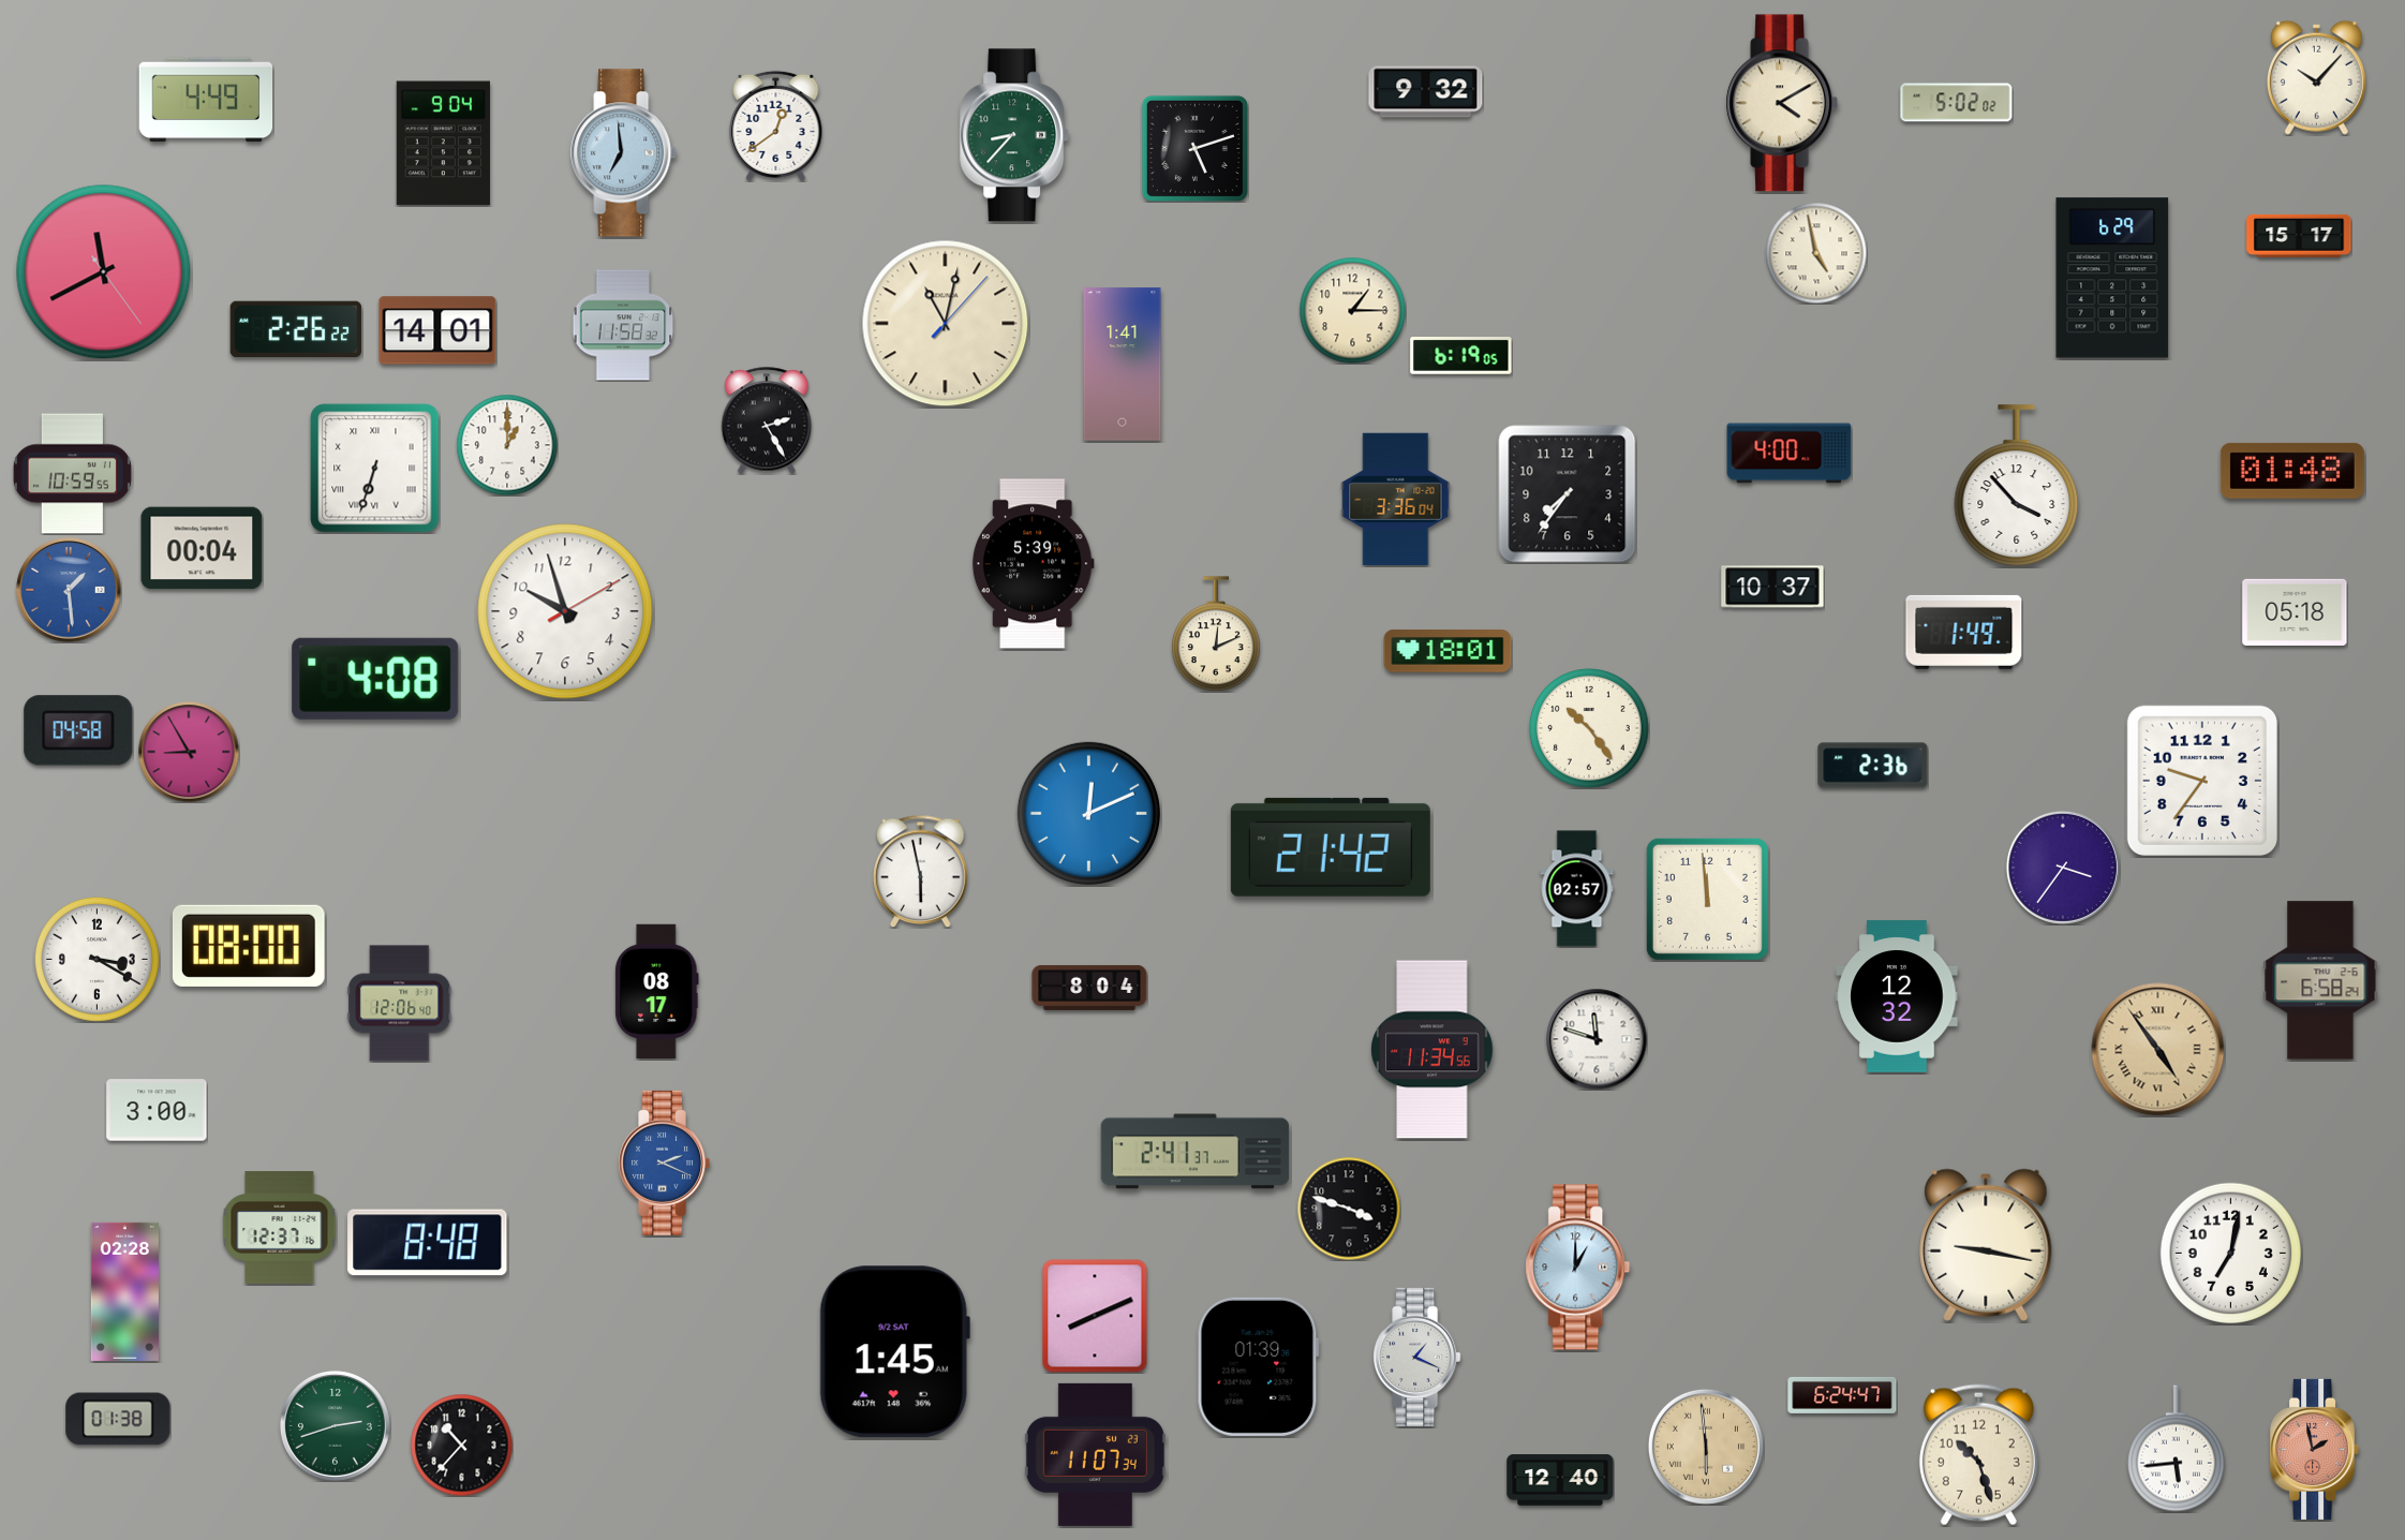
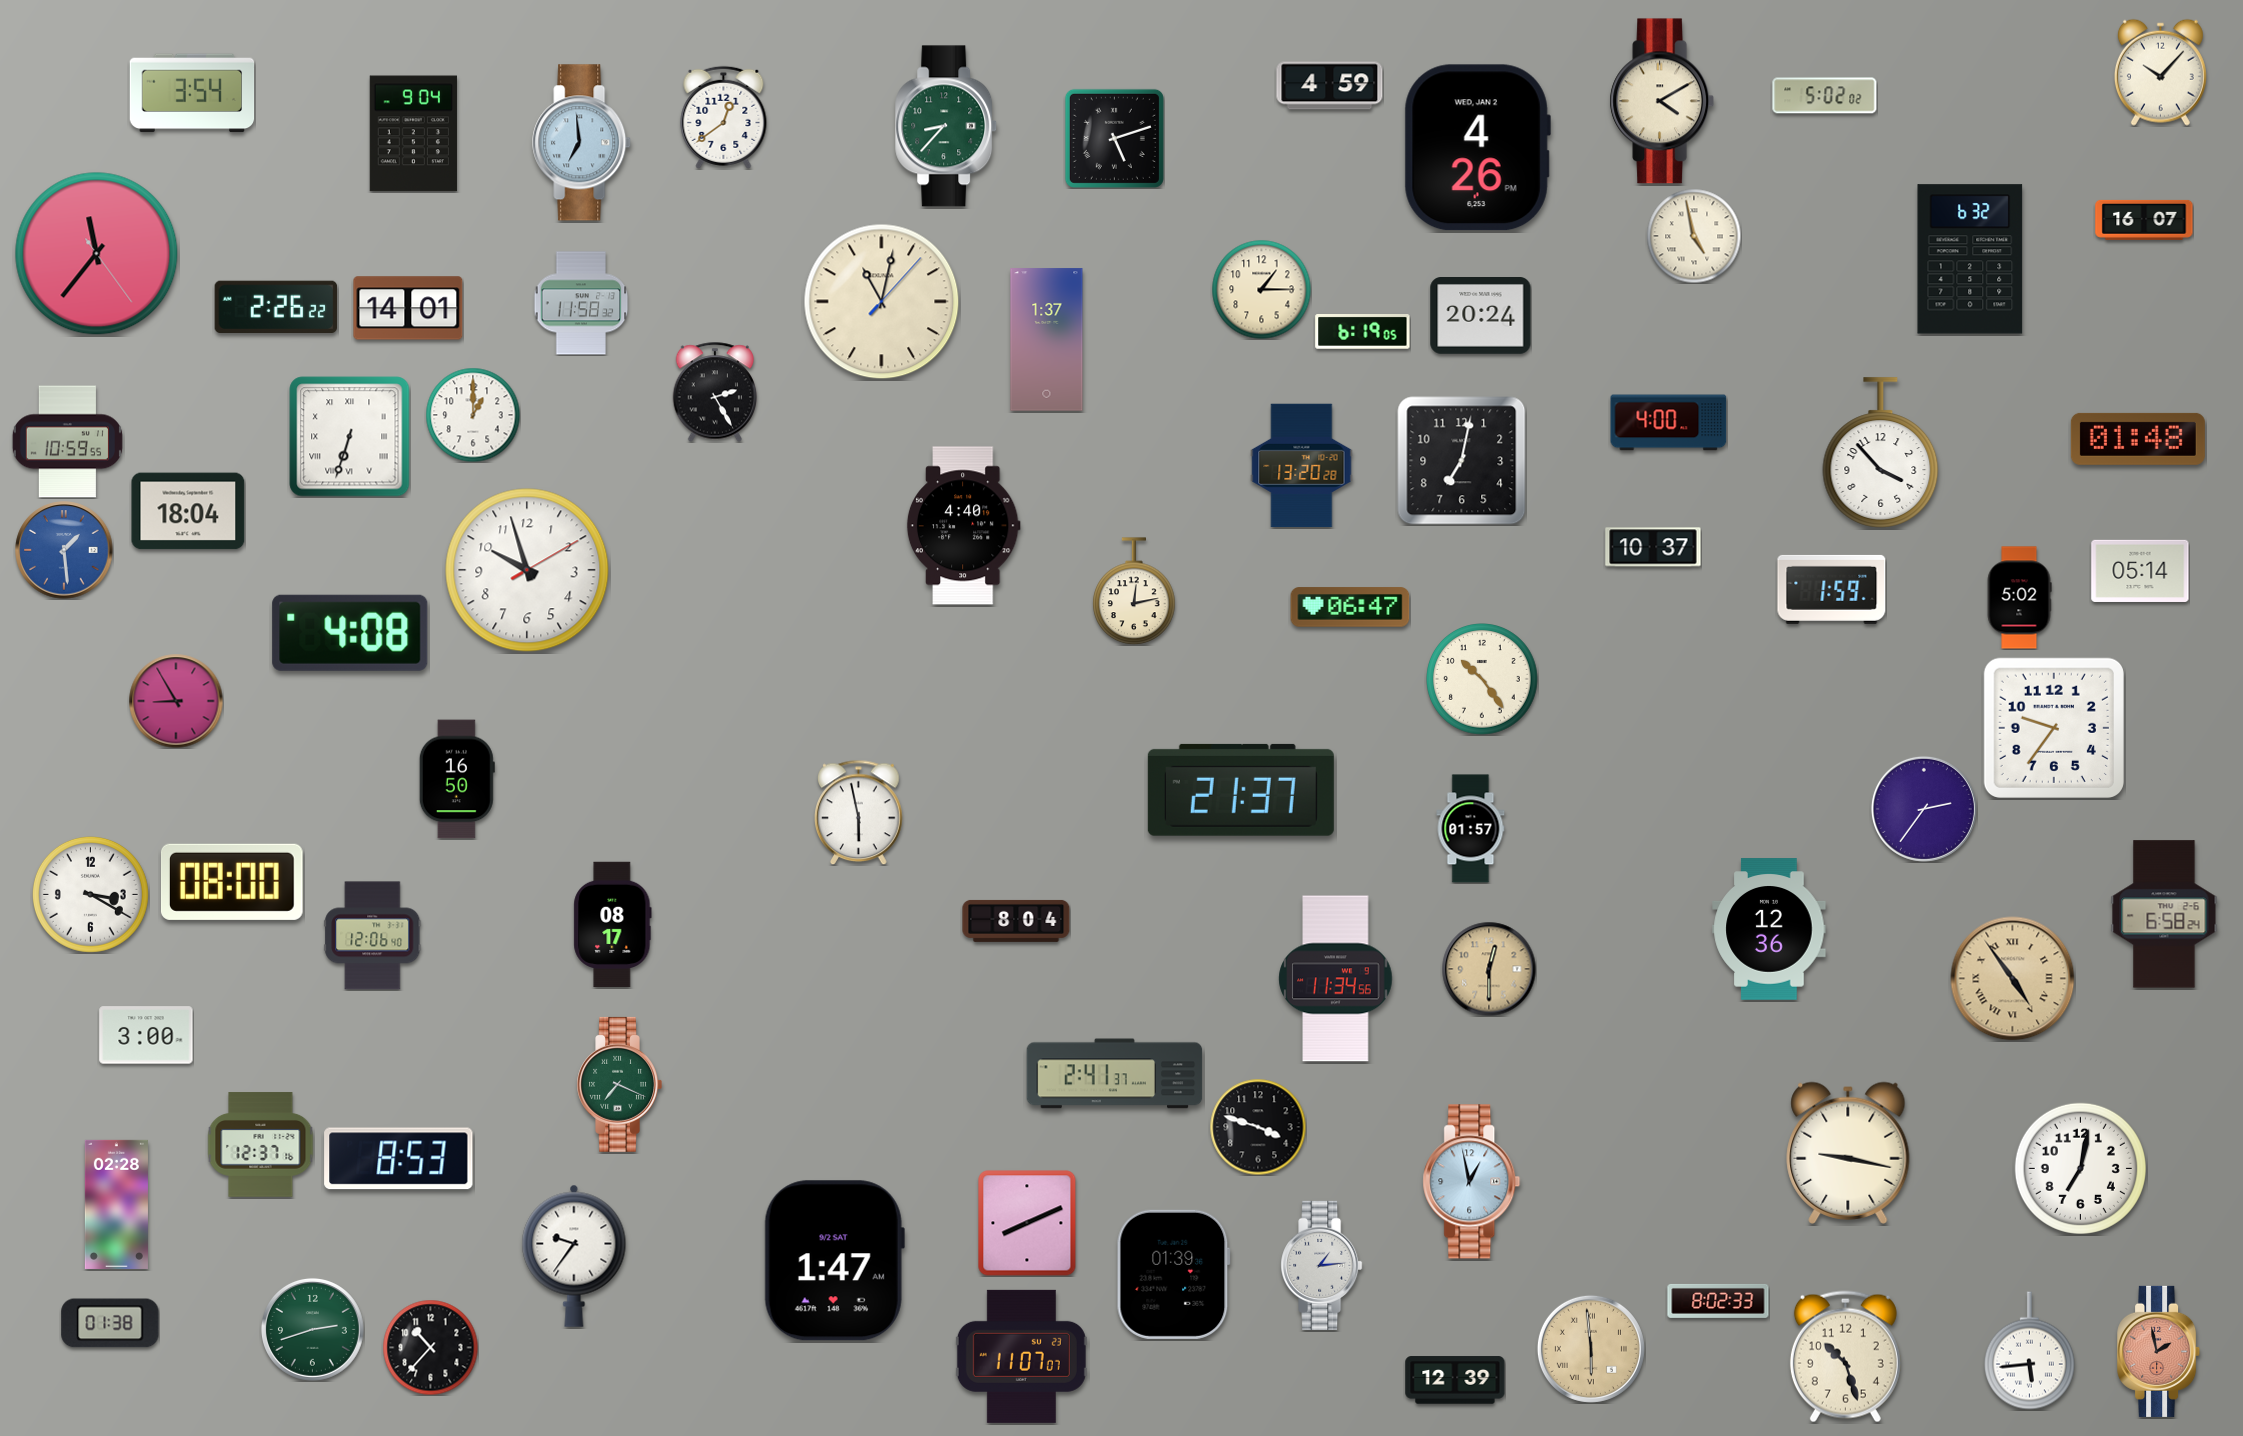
clock at (1426, 92): 9:32 -> 4:59
clock at (206, 100): 4:49 -> 3:54
clock at (1781, 103) position: (1781, 103) -> (1661, 101)
clock at (1477, 148): none -> 4:26
clock at (2299, 236): 15:17 -> 16:07
clock at (104, 272): 11:40 -> 11:36
clock at (2112, 278): 6:29 -> 6:32
clock at (1481, 316): none -> 20:24
clock at (1123, 365): 1:41 -> 1:37
clock at (1568, 494): 7:36 -> 7:02
clock at (1396, 500): 3:36 -> 13:20
clock at (202, 548): 00:04 -> 18:04
clock at (1033, 564): 5:39 -> 4:40
clock at (2295, 612): 05:18 -> 05:14
clock at (1964, 632): 1:49 -> 1:59
clock at (1216, 634): 12:11 -> 12:13
clock at (2019, 598): none -> 5:02
clock at (1448, 651): 18:01 -> 06:47
clock at (78, 730): 04:58 -> none
clock at (1873, 766): 2:36 -> none
clock at (1088, 813): 12:11 -> none
clock at (457, 779): none -> 16:50
clock at (1331, 847): 21:42 -> 21:37
clock at (2063, 868): 3:36 -> 2:36
clock at (1577, 889): 02:57 -> 01:57
clock at (1707, 899): 11:59 -> none
clock at (1897, 996): 12:32 -> 12:36
clock at (1597, 1039): 11:48 -> 12:30
clock at (1597, 1039) dial: white -> champagne
clock at (664, 1163): 2:19 -> 7:19
clock at (664, 1163) dial: blue -> green
clock at (428, 1243): 8:48 -> 8:53
clock at (1986, 1245) position: (1986, 1245) -> (1848, 1153)
clock at (1578, 1268): 1:00 -> 12:58
clock at (1095, 1316) position: (1095, 1316) -> (1027, 1223)
clock at (574, 1256): none -> 9:36
clock at (894, 1352): 1:45 -> 1:47
clock at (1417, 1357): 1:19 -> 1:14
clock at (1842, 1395): 6:24 -> 8:02
clock at (1095, 1454): 11:07:34 -> 11:07:07
clock at (1560, 1480): 12:40 -> 12:39
